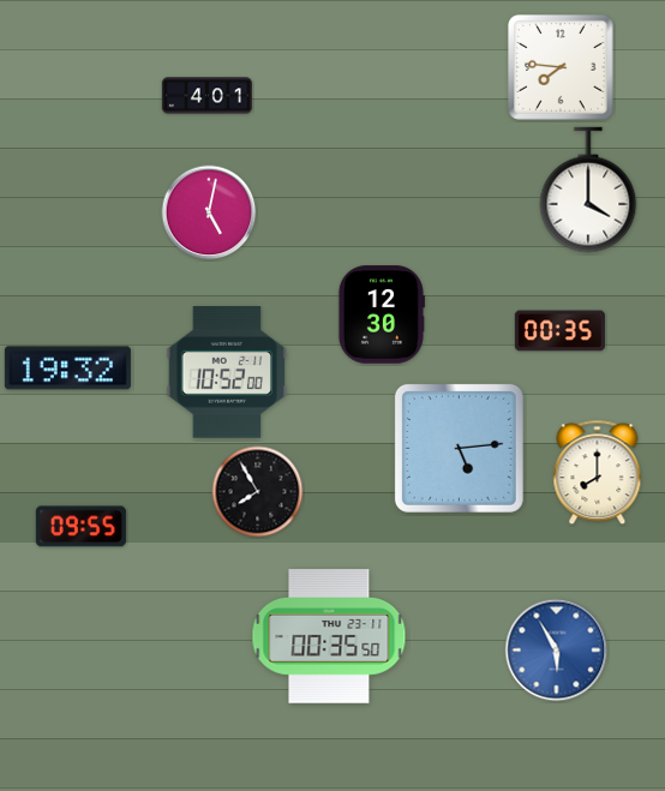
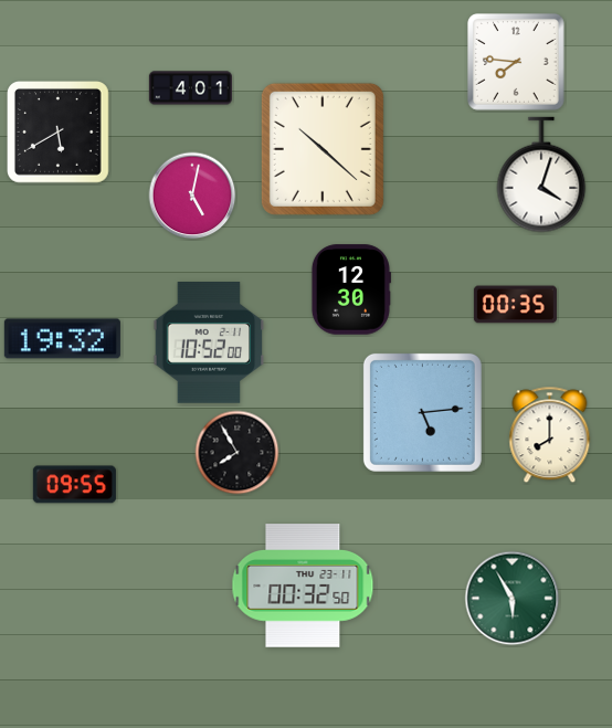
clock at (59, 133): none -> 5:40
clock at (323, 149): none -> 10:22
clock at (588, 190): 4:00 -> 4:03
clock at (329, 636): 00:35 -> 00:32
clock at (557, 651) dial: blue -> green
